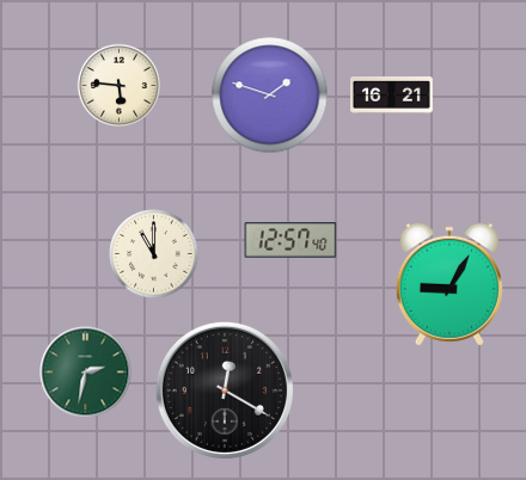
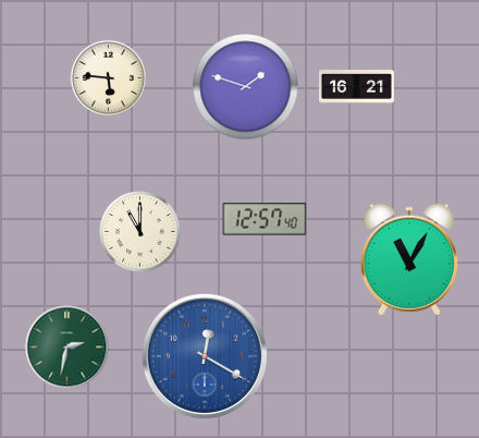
clock at (449, 284): 9:05 -> 11:05
clock at (86, 373) position: (86, 373) -> (67, 348)
clock at (225, 390) dial: black -> blue
